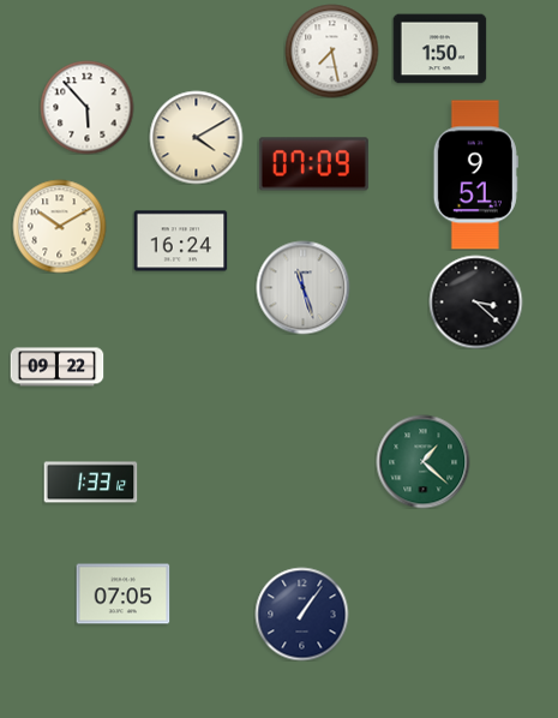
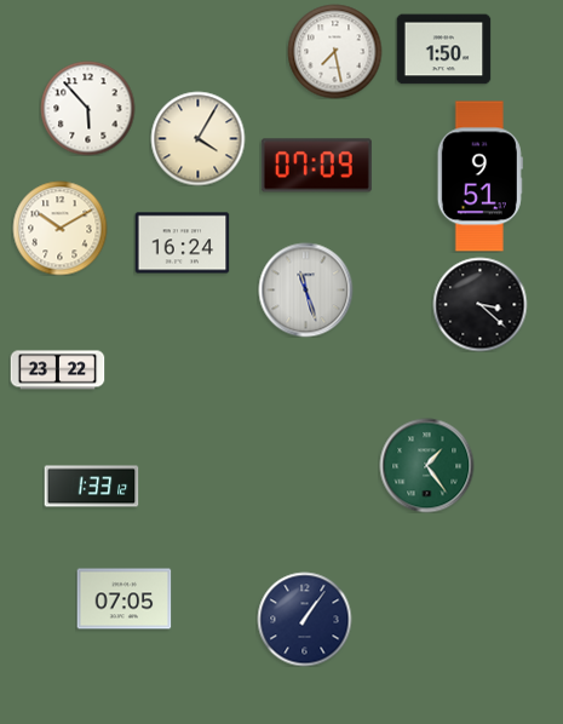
clock at (196, 137): 4:10 -> 4:05
clock at (56, 367): 09:22 -> 23:22
clock at (422, 461): 1:22 -> 1:24
